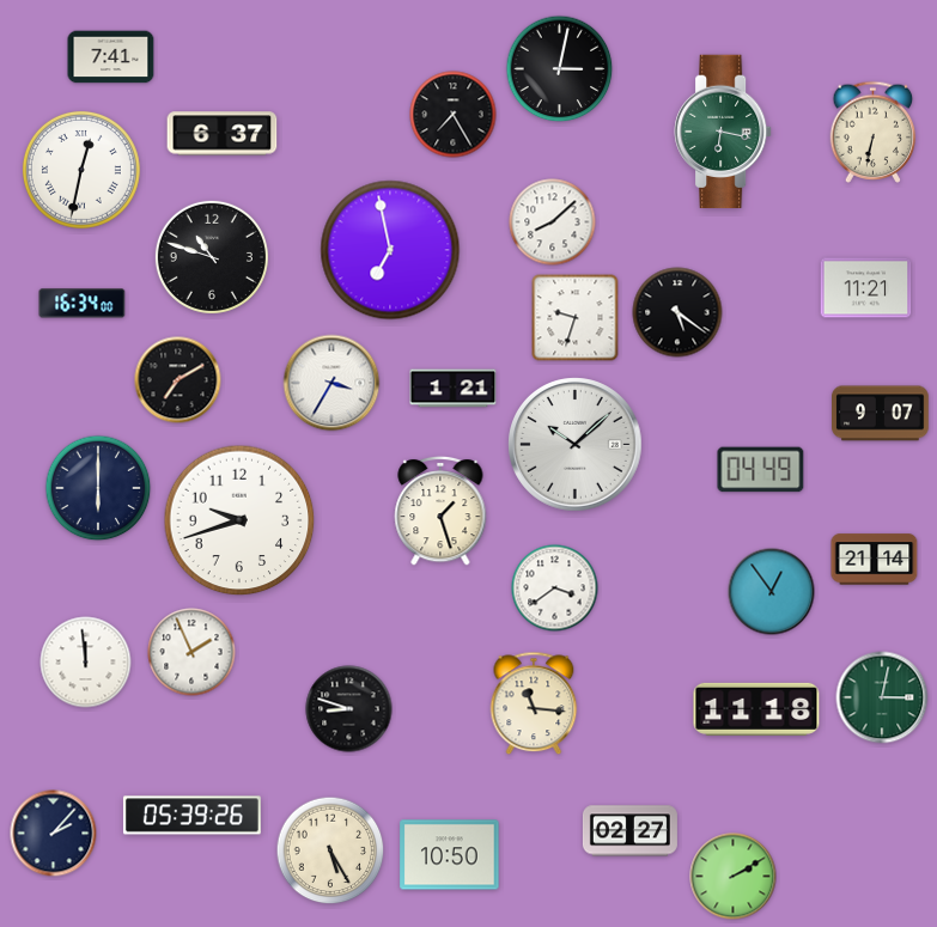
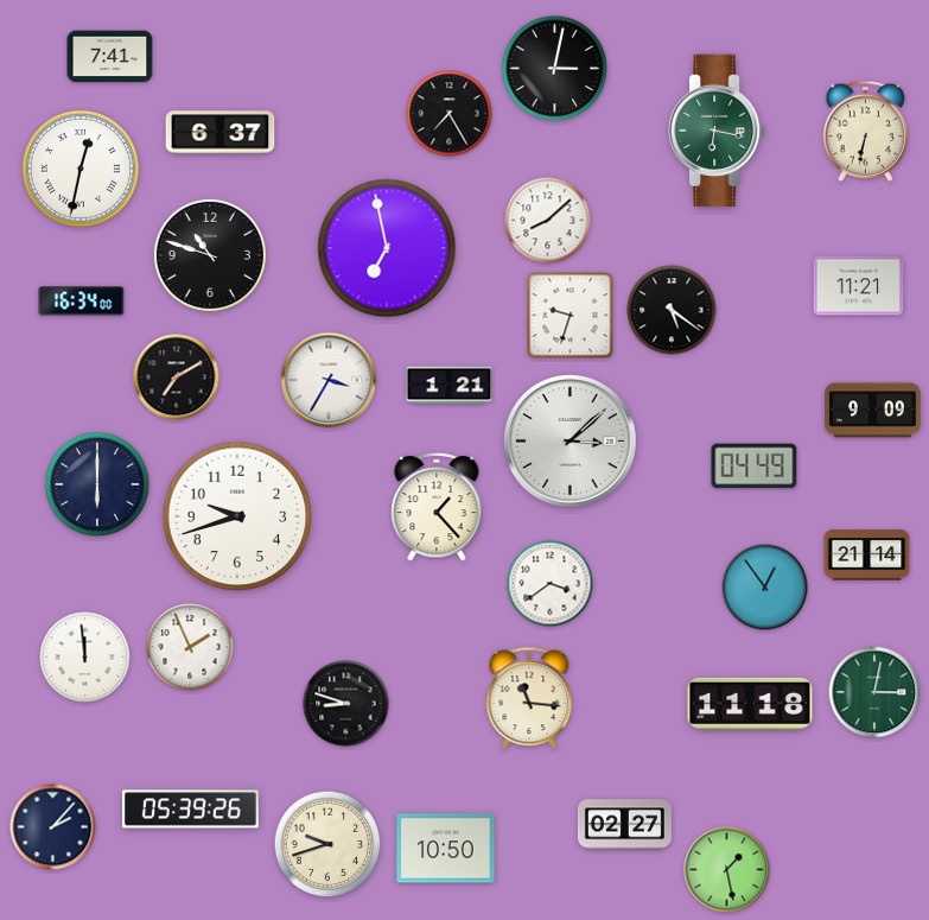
clock at (881, 414): 9:07 -> 9:09
clock at (576, 445): 10:08 -> 3:08
clock at (440, 511): 1:27 -> 1:23
clock at (330, 850): 5:25 -> 9:42
clock at (734, 877): 2:10 -> 1:28
